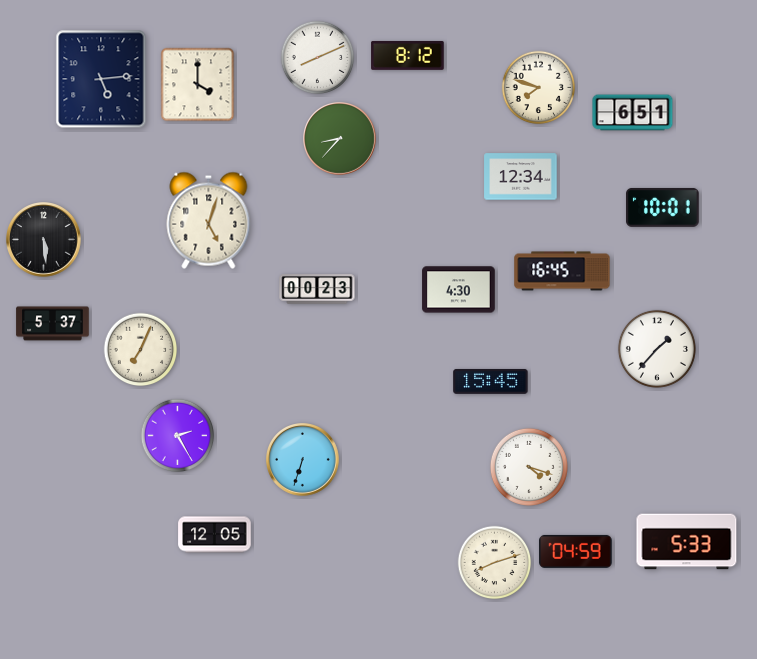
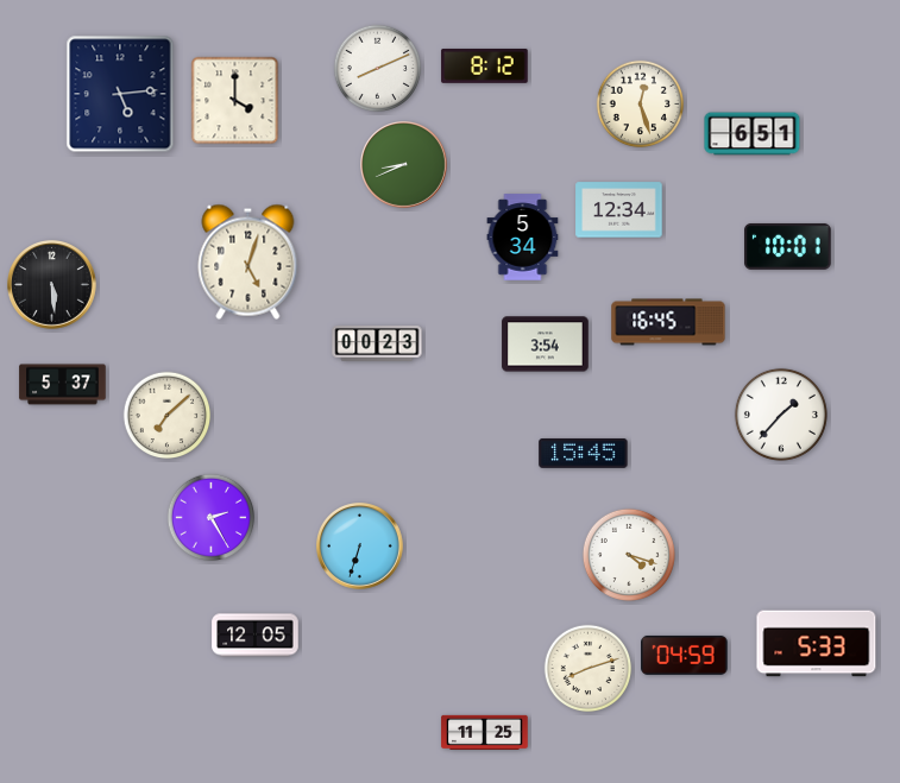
clock at (539, 88): 7:48 -> 12:27
clock at (340, 139): 8:37 -> 8:41
clock at (523, 238): none -> 5:34
clock at (459, 290): 4:30 -> 3:54
clock at (141, 350): 7:04 -> 7:08
clock at (485, 732): none -> 11:25
